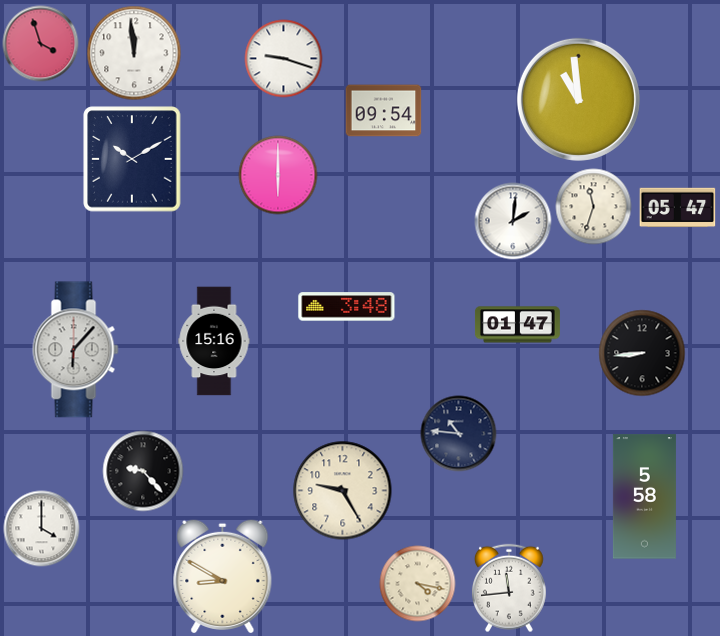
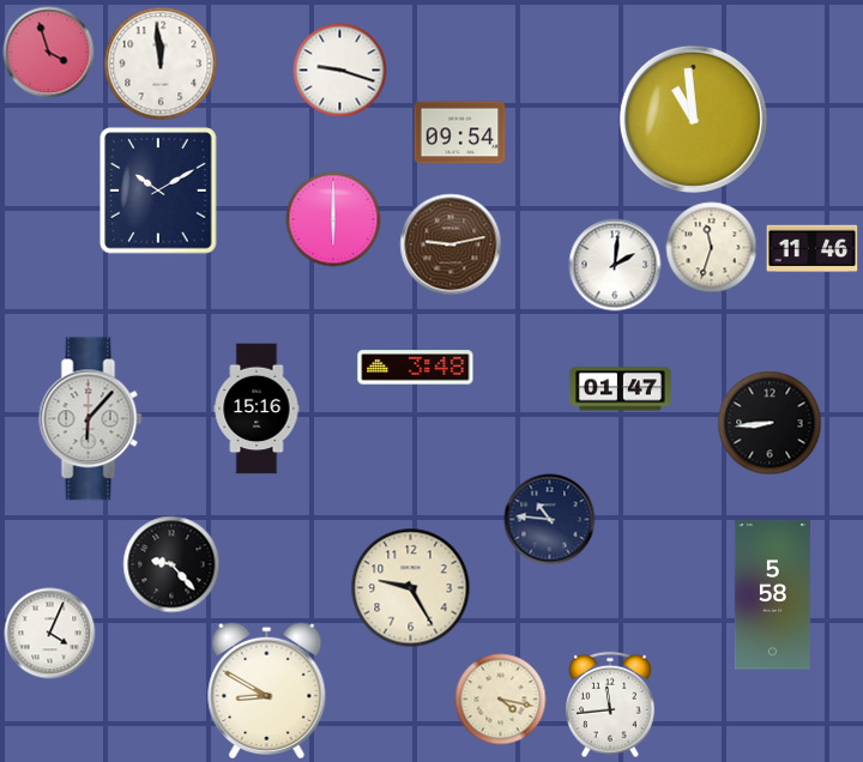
clock at (278, 175) position: (278, 175) -> (333, 219)
clock at (451, 244): none -> 9:13
clock at (678, 208): 05:47 -> 11:46
clock at (42, 529): 4:00 -> 4:04
